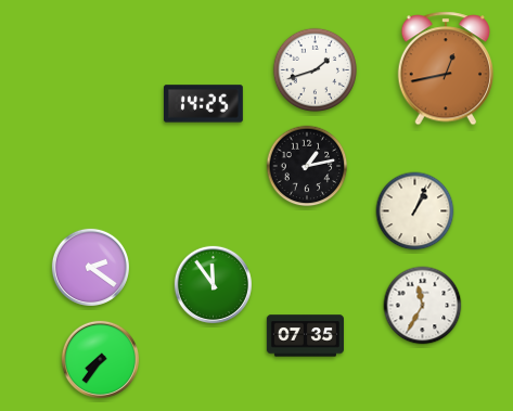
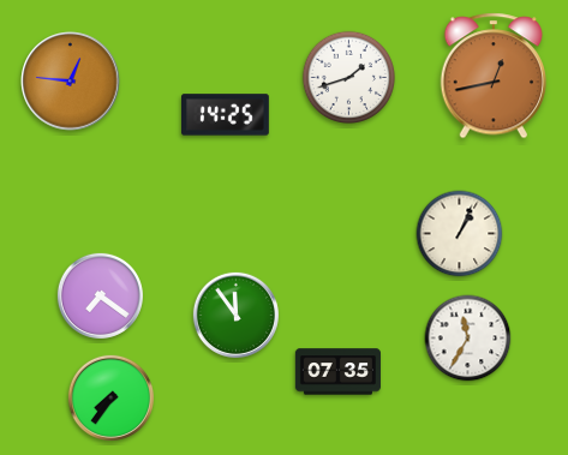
clock at (71, 82): none -> 12:46
clock at (307, 166): 1:13 -> none
clock at (90, 267): 2:21 -> 7:21
